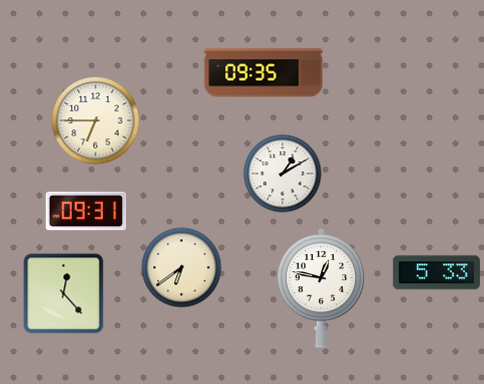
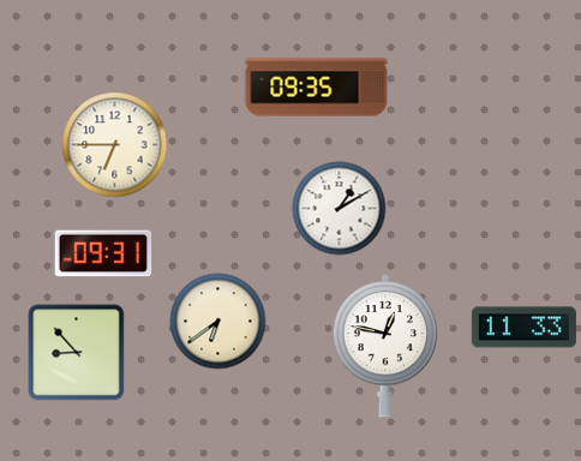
clock at (436, 273): 5:33 -> 11:33
clock at (63, 293): 12:23 -> 8:53
